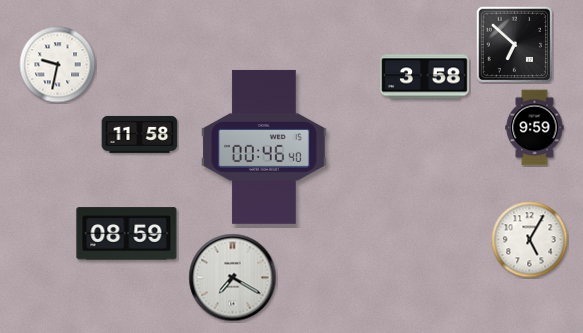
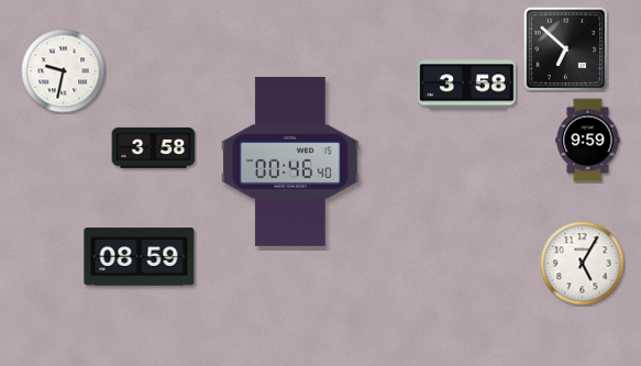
clock at (140, 134): 11:58 -> 3:58
clock at (233, 278): 7:20 -> none
